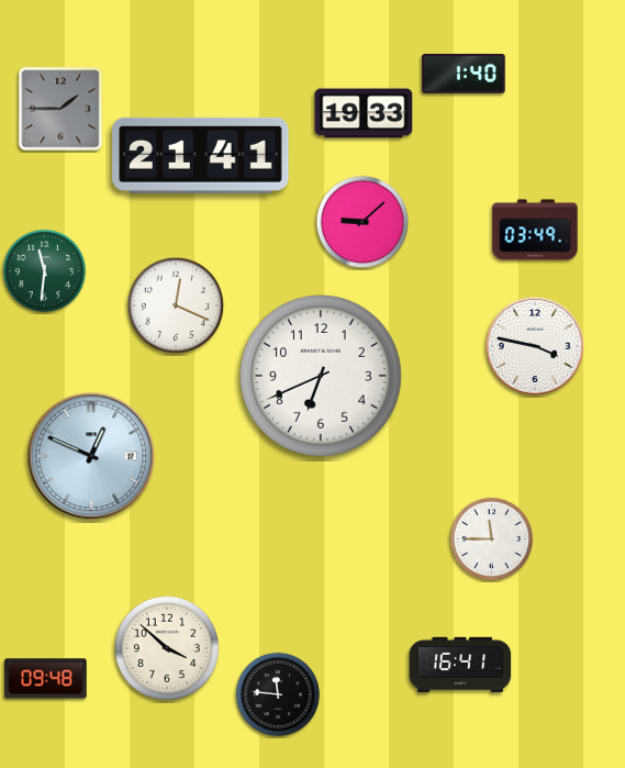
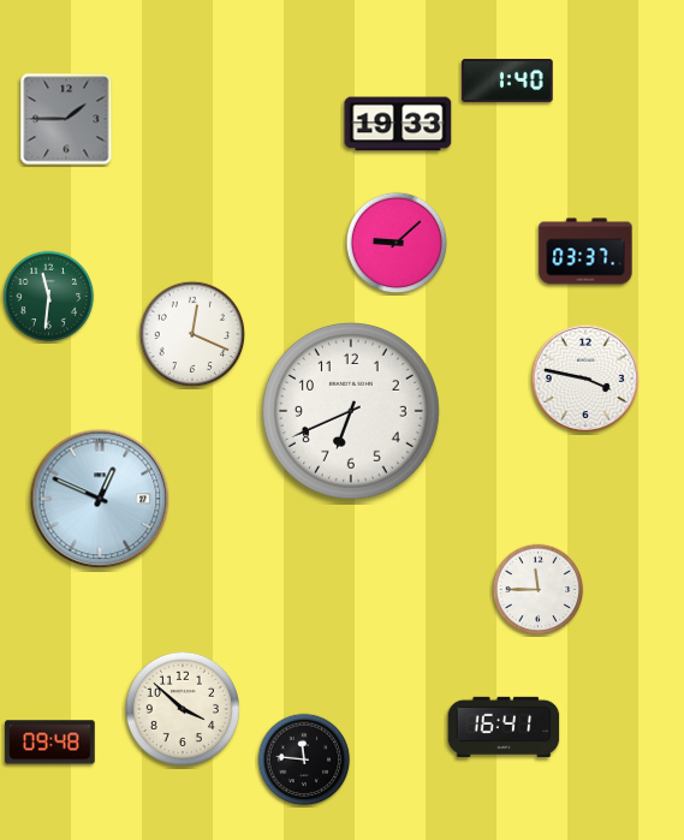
clock at (201, 155): 21:41 -> none
clock at (535, 230): 03:49 -> 03:37
